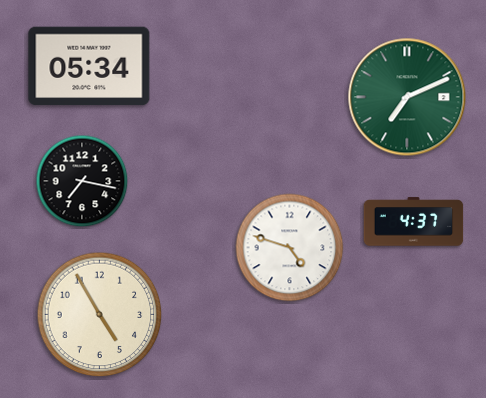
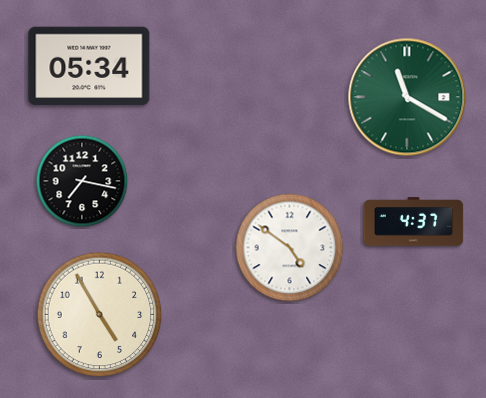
clock at (407, 97): 7:11 -> 11:20
clock at (290, 248): 4:48 -> 4:51
